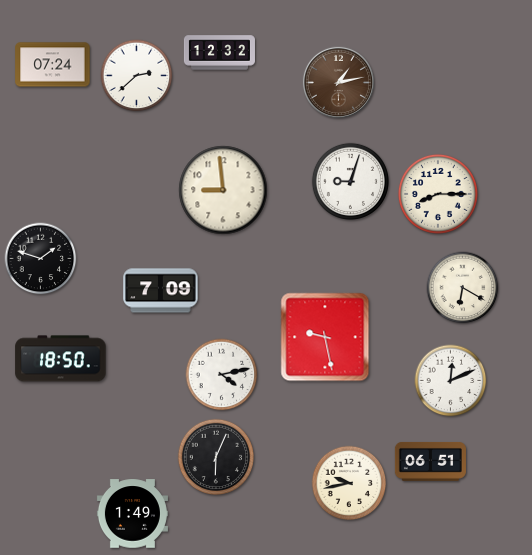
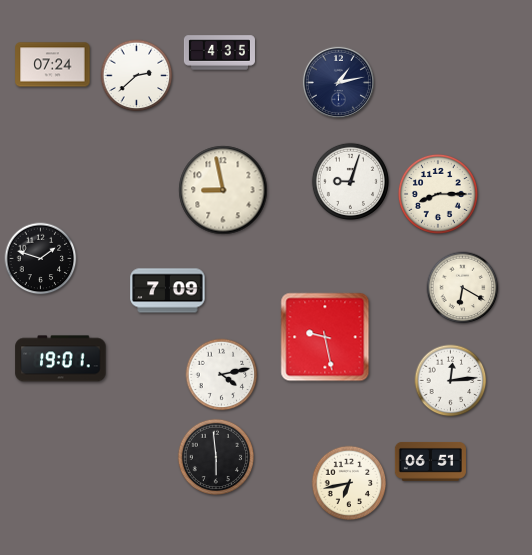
clock at (219, 53): 12:32 -> 4:35
clock at (338, 82) dial: brown -> navy
clock at (223, 190): 8:59 -> 8:58
clock at (161, 291) position: (161, 291) -> (168, 291)
clock at (61, 359): 18:50 -> 19:01
clock at (451, 381): 12:11 -> 12:14
clock at (215, 456): 6:04 -> 5:59
clock at (349, 483): 9:43 -> 6:43
clock at (132, 514): 1:49 -> none
